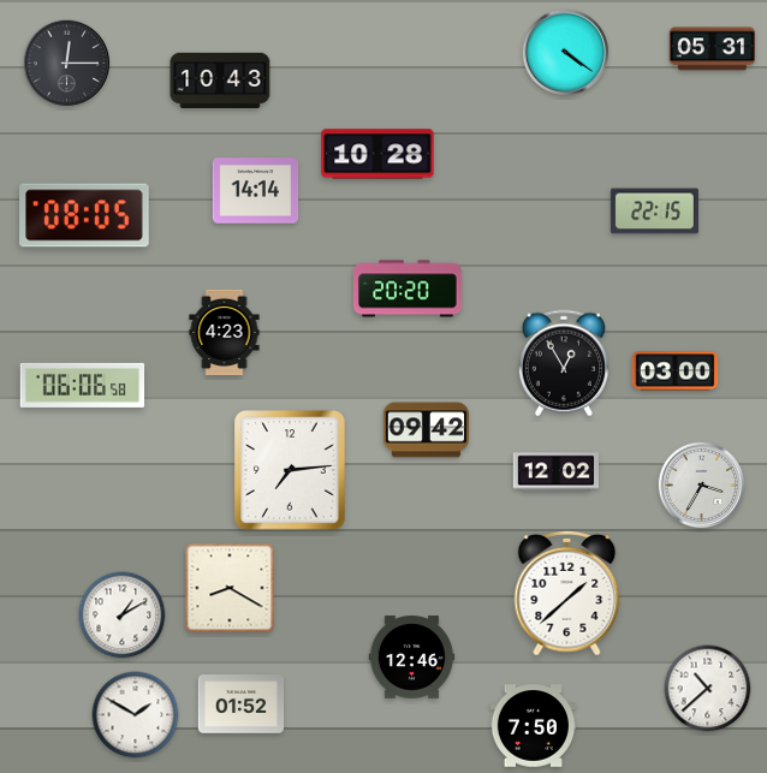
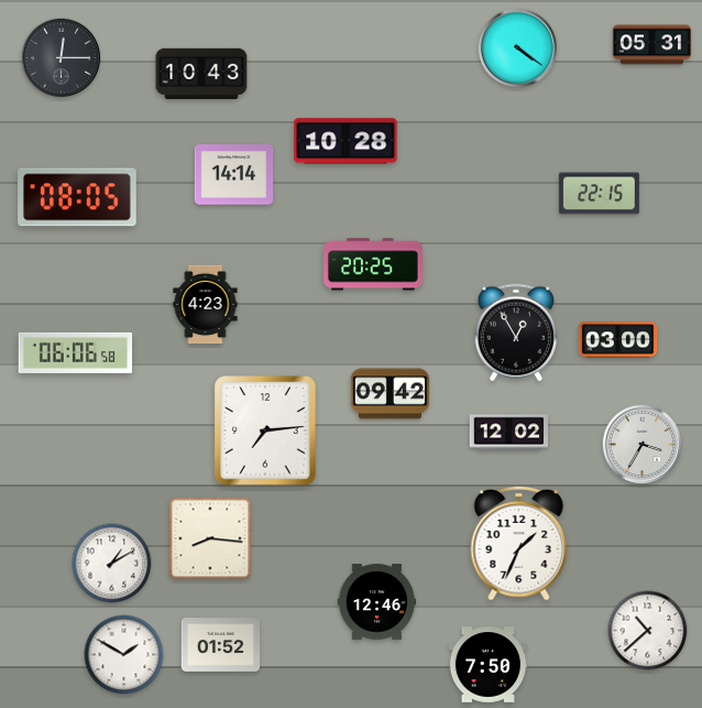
clock at (408, 289): 20:20 -> 20:25
clock at (230, 588): 8:20 -> 8:16
clock at (567, 594): 1:38 -> 1:34
